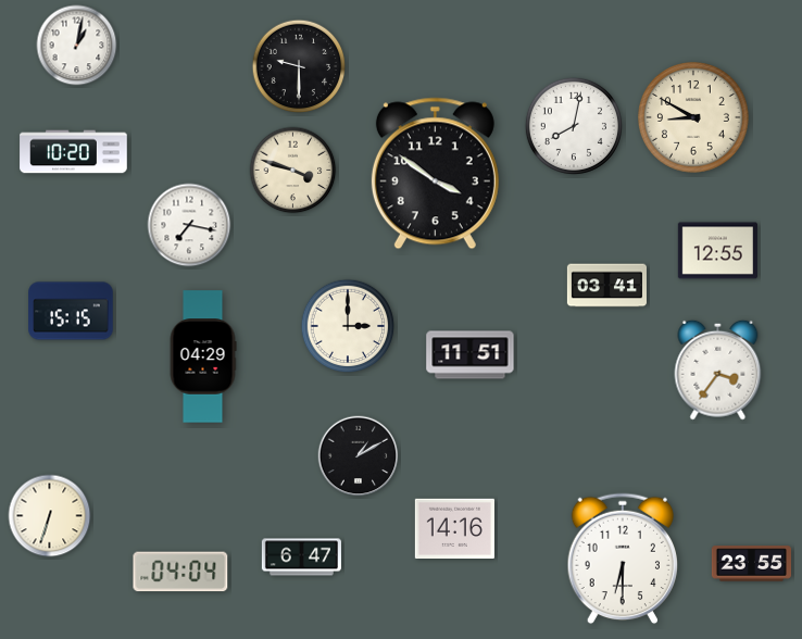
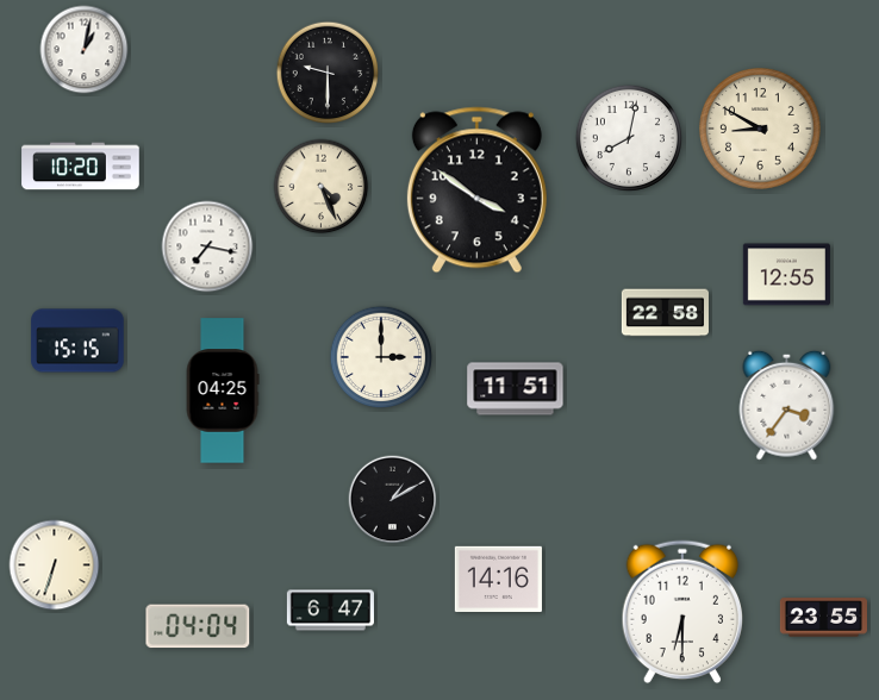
clock at (293, 171): 3:48 -> 4:26
clock at (606, 286): 03:41 -> 22:58
clock at (203, 356): 04:29 -> 04:25
